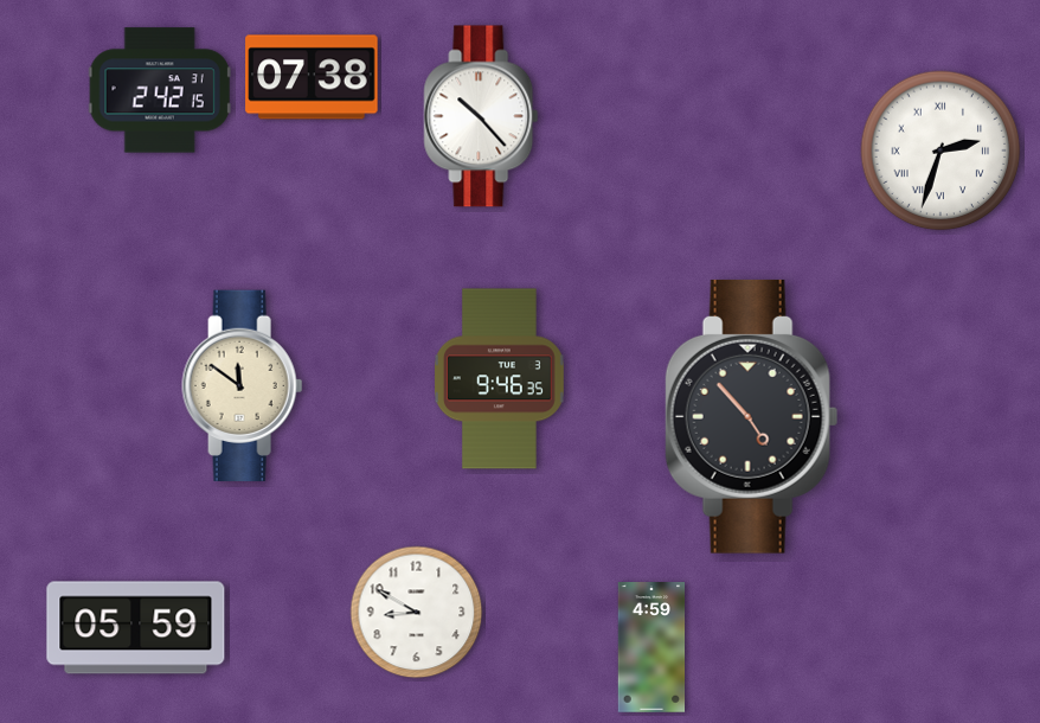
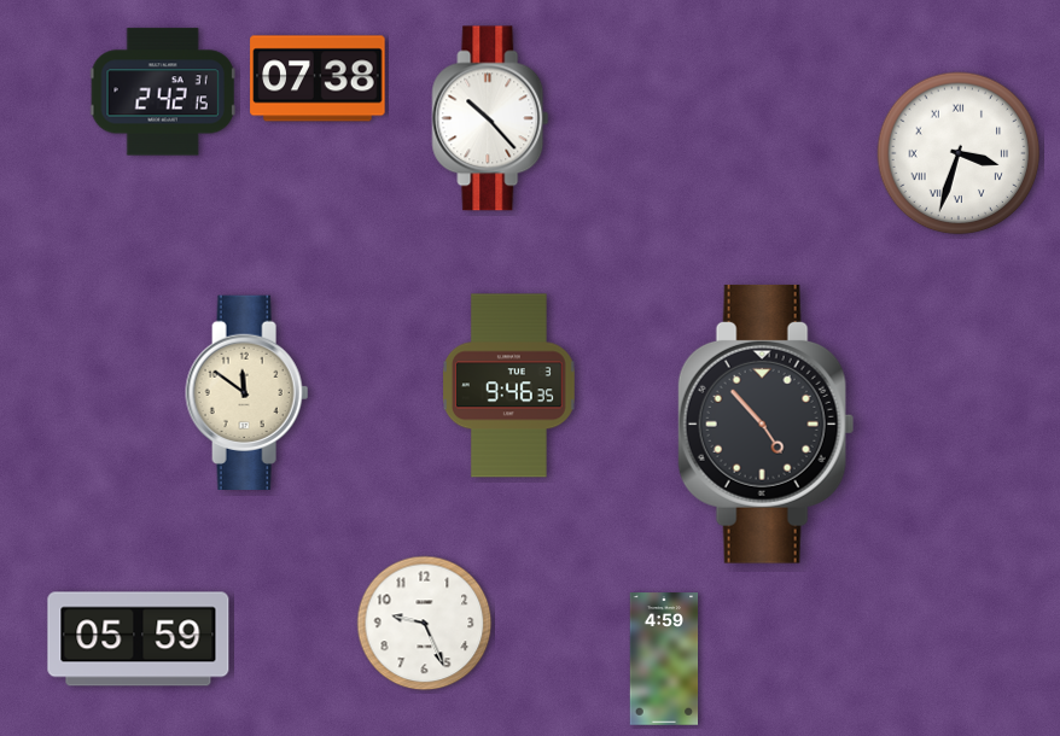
clock at (941, 151): 2:33 -> 3:33
clock at (417, 613): 8:50 -> 9:26
